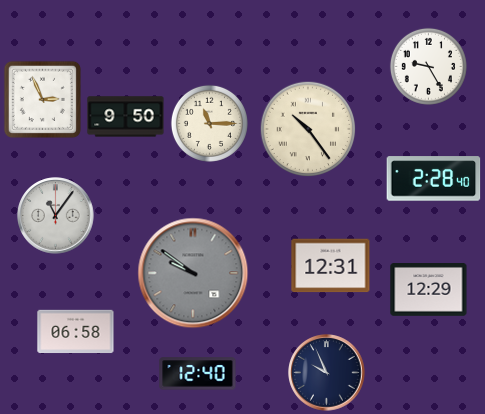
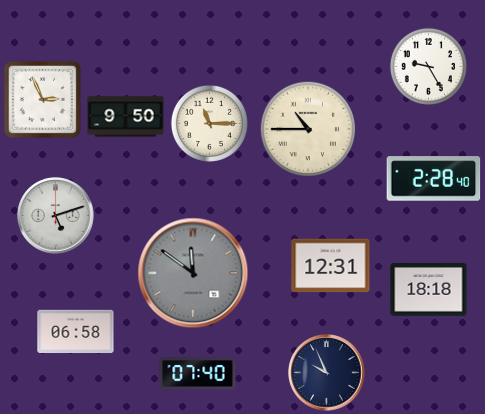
clock at (308, 129): 10:24 -> 10:45
clock at (56, 216): 11:06 -> 5:12
clock at (193, 273): 9:51 -> 11:51
clock at (429, 290): 12:29 -> 18:18
clock at (198, 374): 12:40 -> 07:40
